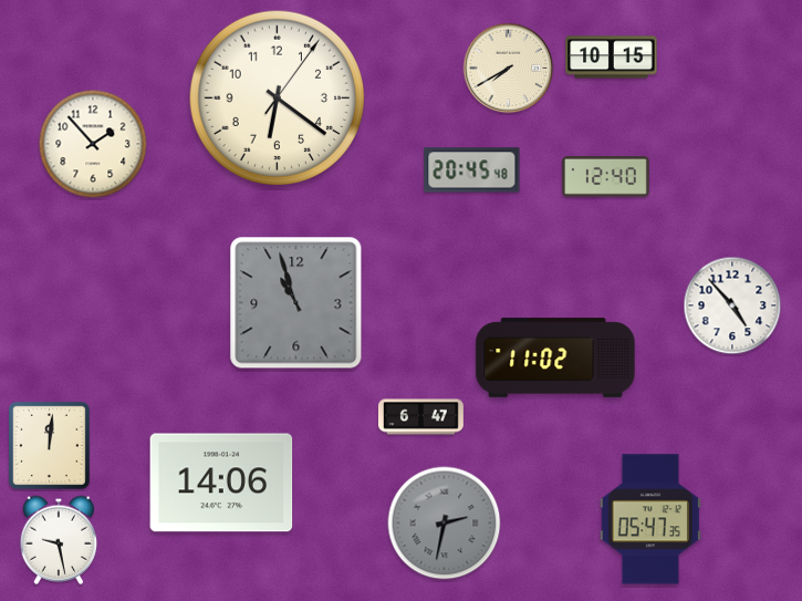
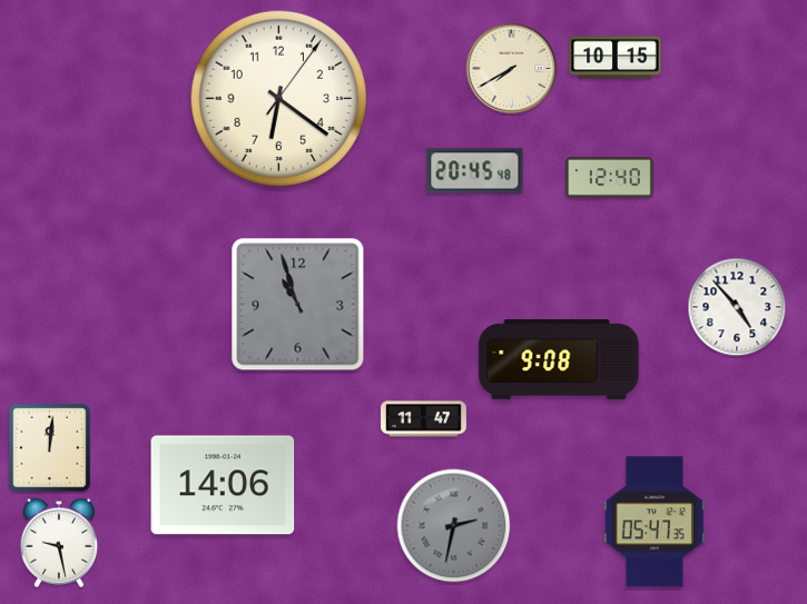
clock at (93, 144): 1:53 -> none
clock at (555, 358): 11:02 -> 9:08
clock at (420, 417): 6:47 -> 11:47
clock at (445, 524) position: (445, 524) -> (454, 526)
